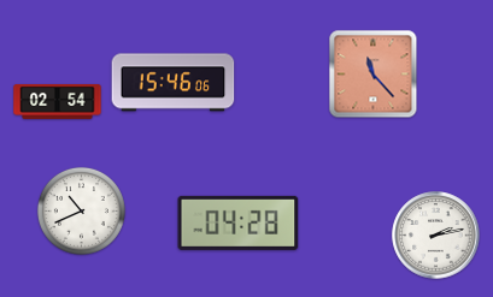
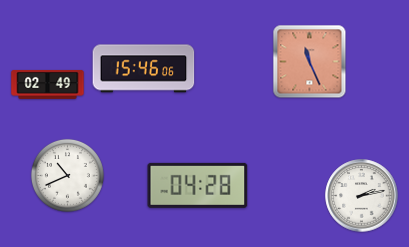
clock at (374, 75): 11:23 -> 11:26
clock at (58, 102): 02:54 -> 02:49
